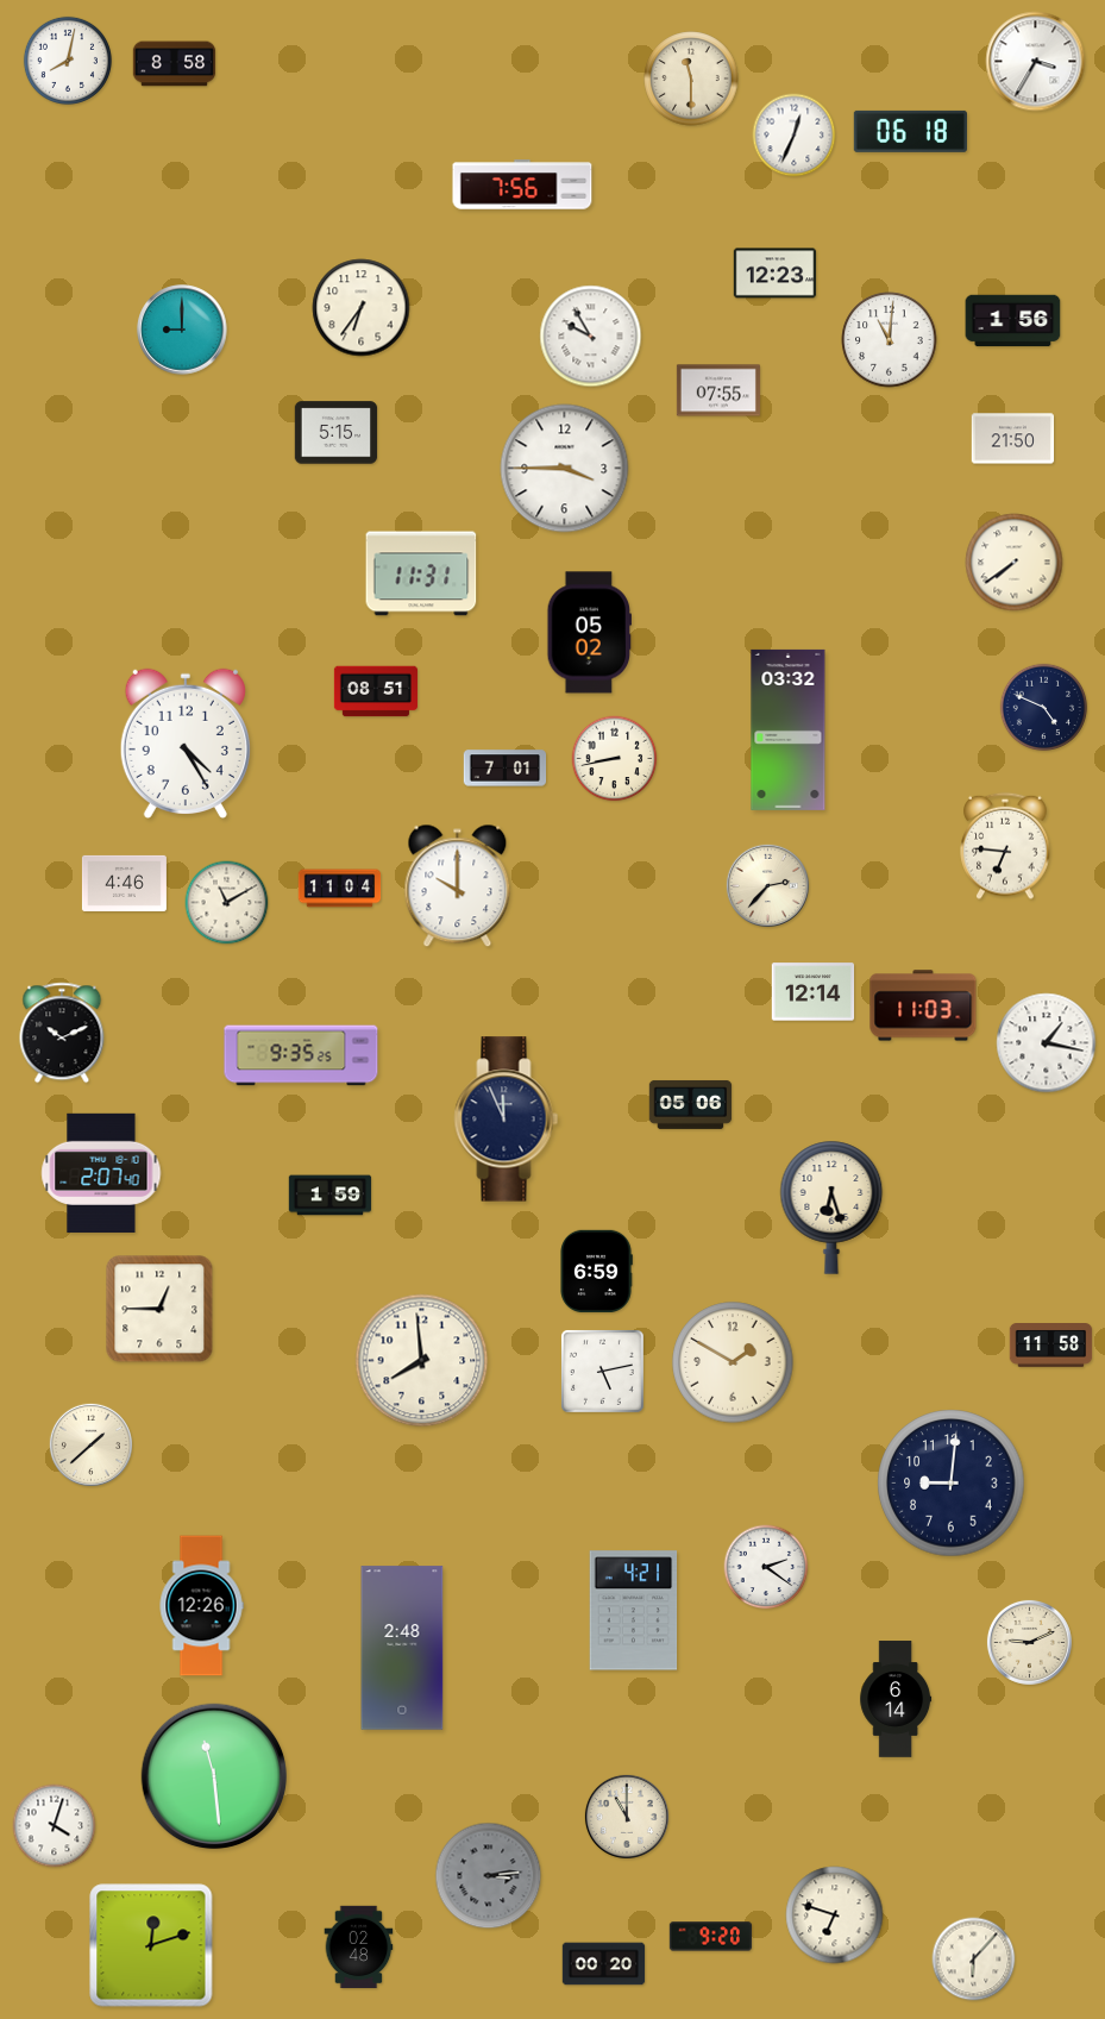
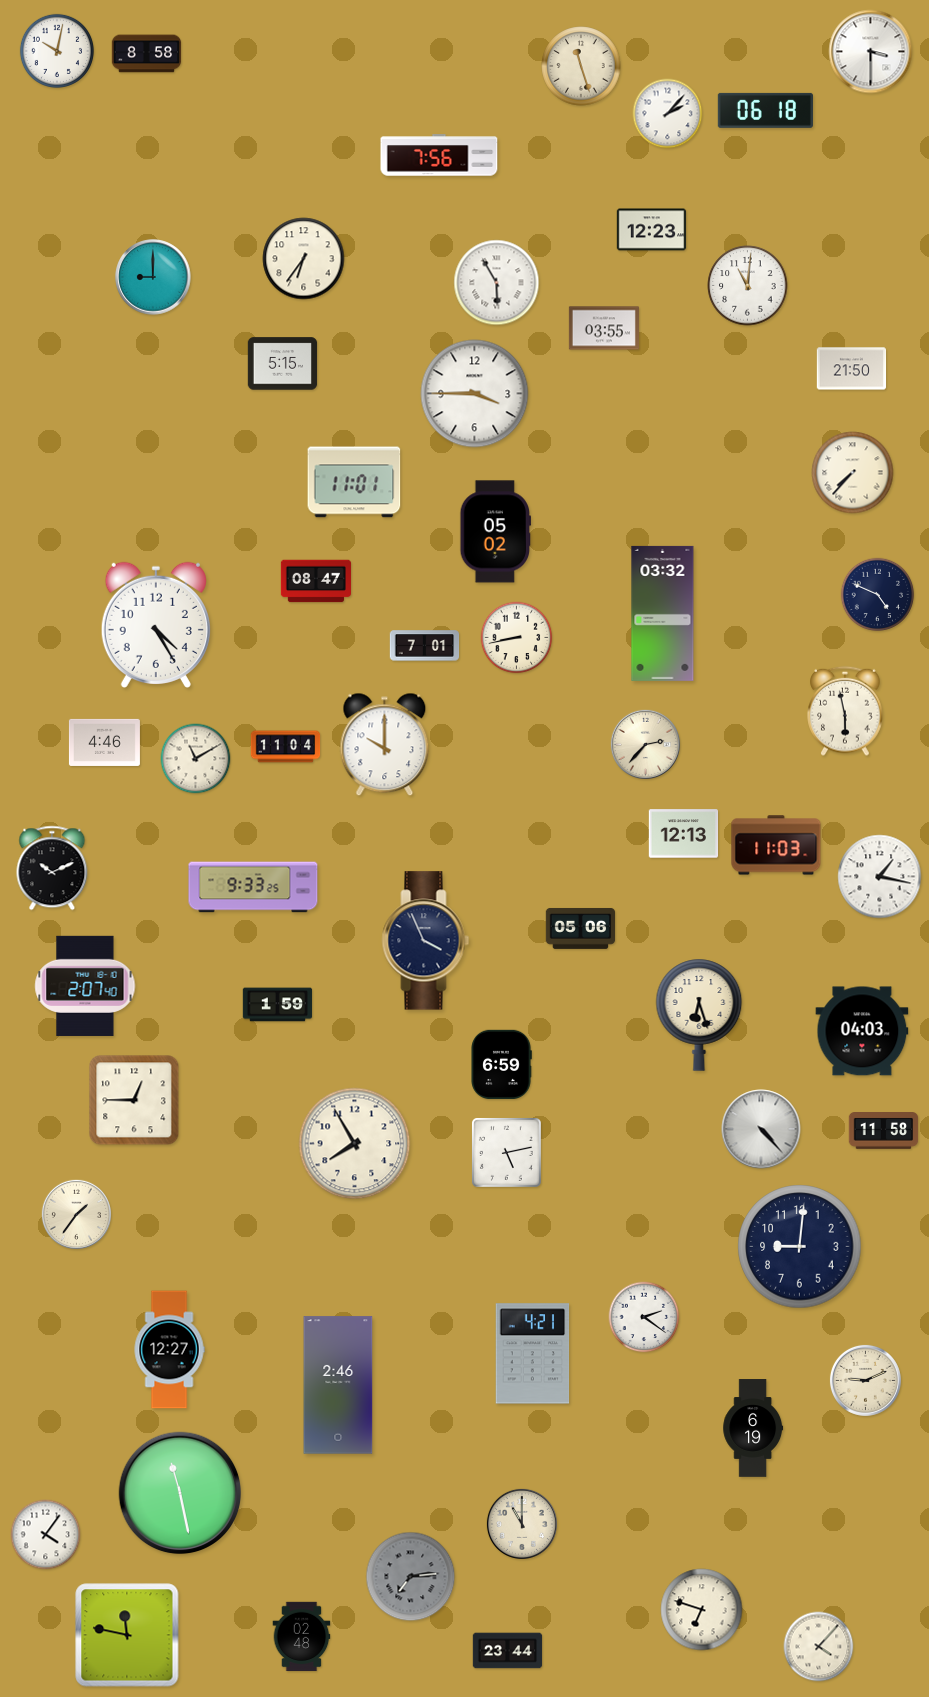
clock at (68, 61): 8:02 -> 10:02
clock at (1036, 62): 3:35 -> 3:30
clock at (691, 79): 11:30 -> 11:27
clock at (795, 136): 12:34 -> 2:07
clock at (1013, 321): 1:56 -> none
clock at (591, 337): 9:55 -> 5:55
clock at (718, 390): 07:55 -> 03:55
clock at (1015, 563): 7:39 -> 7:37
clock at (421, 573): 11:31 -> 11:01
clock at (376, 691): 08:51 -> 08:47
clock at (1005, 846): 6:46 -> 5:58
clock at (227, 903) position: (227, 903) -> (196, 759)
clock at (814, 992): 12:14 -> 12:13
clock at (301, 1055): 9:35 -> 9:33
clock at (507, 1120): 11:56 -> 3:56
clock at (862, 1031): none -> 04:03
clock at (596, 1272) position: (596, 1272) -> (501, 1065)
clock at (761, 1129): none -> 4:23
clock at (422, 1361): 7:59 -> 7:55
clock at (733, 1362): 1:50 -> none
clock at (90, 1444): 1:38 -> 1:36
clock at (201, 1606): 12:26 -> 12:27
clock at (402, 1648): 2:48 -> 2:46
clock at (896, 1699): 6:14 -> 6:19
clock at (214, 1776): 11:29 -> 11:28
clock at (627, 1817) position: (627, 1817) -> (522, 1524)
clock at (55, 1826): 4:03 -> 4:06
clock at (489, 1876): 3:14 -> 7:14
clock at (711, 1937): 9:20 -> none
clock at (151, 1945): 12:12 -> 11:47
clock at (974, 1960): 6:07 -> 4:07
clock at (604, 1964): 00:20 -> 23:44
